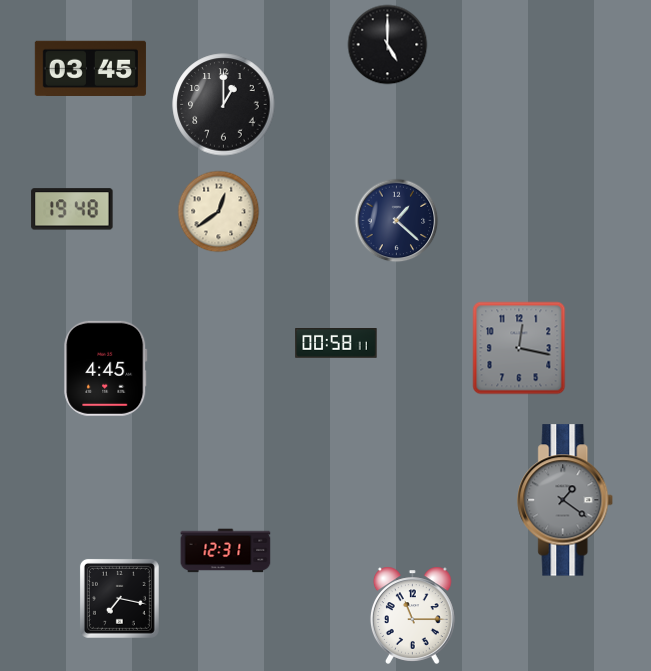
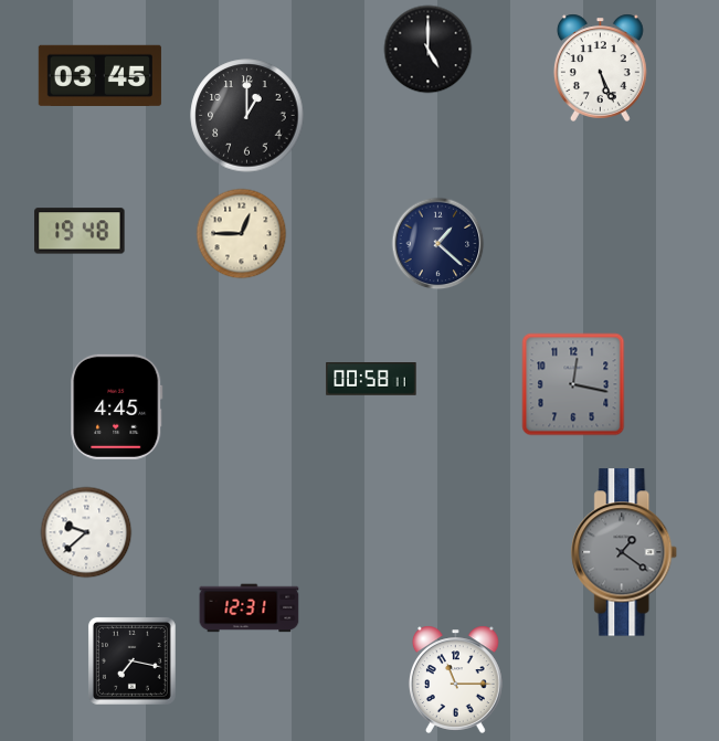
clock at (600, 67): none -> 5:26
clock at (219, 212): 12:39 -> 12:45
clock at (86, 532): none -> 9:38
